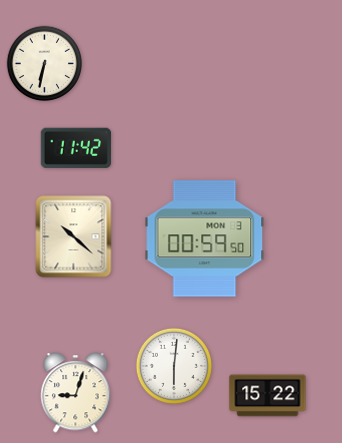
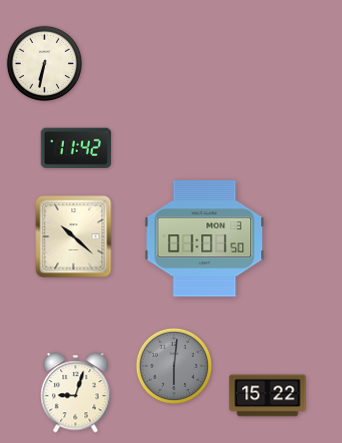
clock at (205, 239): 00:59 -> 01:01
clock at (173, 365) dial: white -> grey
